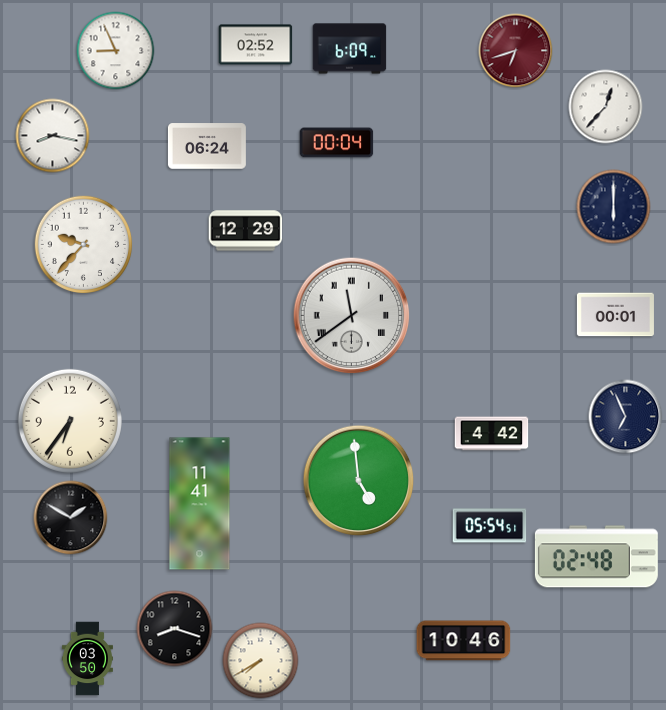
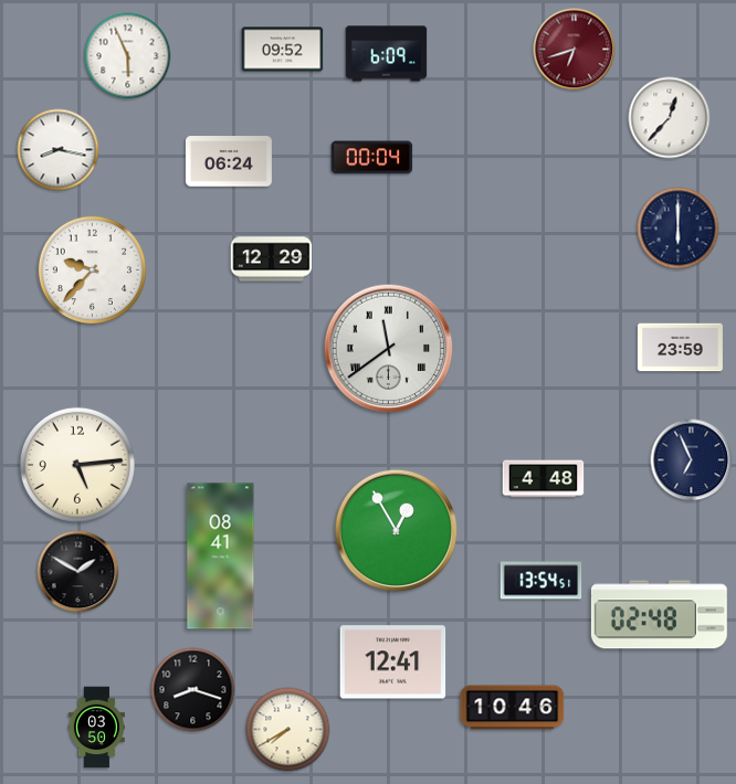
clock at (256, 45): 02:52 -> 09:52
clock at (116, 51): 8:56 -> 5:56
clock at (516, 51) position: (516, 51) -> (575, 50)
clock at (246, 231) position: (246, 231) -> (272, 259)
clock at (615, 315): 00:01 -> 23:59
clock at (70, 421): 6:36 -> 5:14
clock at (492, 434): 4:42 -> 4:48
clock at (359, 481): 4:59 -> 12:55
clock at (200, 504): 11:41 -> 08:41
clock at (490, 526): 05:54 -> 13:54
clock at (393, 663): none -> 12:41
clock at (175, 629) position: (175, 629) -> (193, 690)
